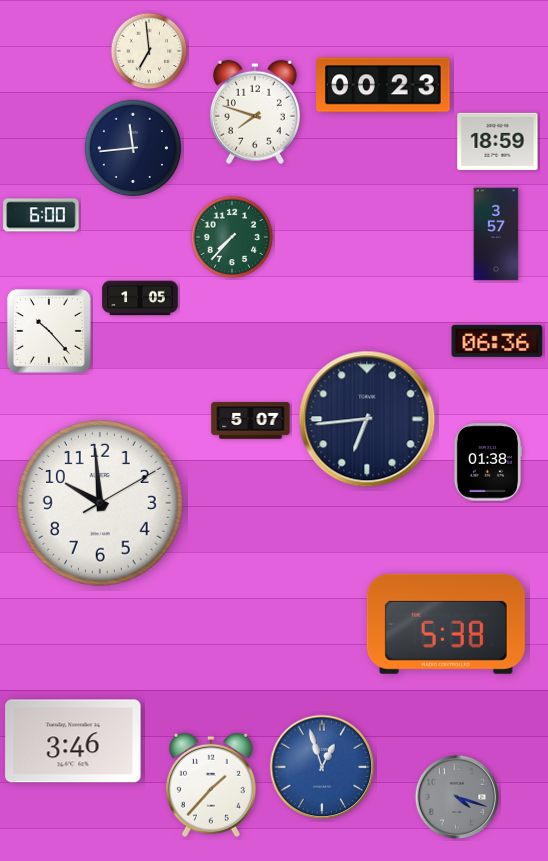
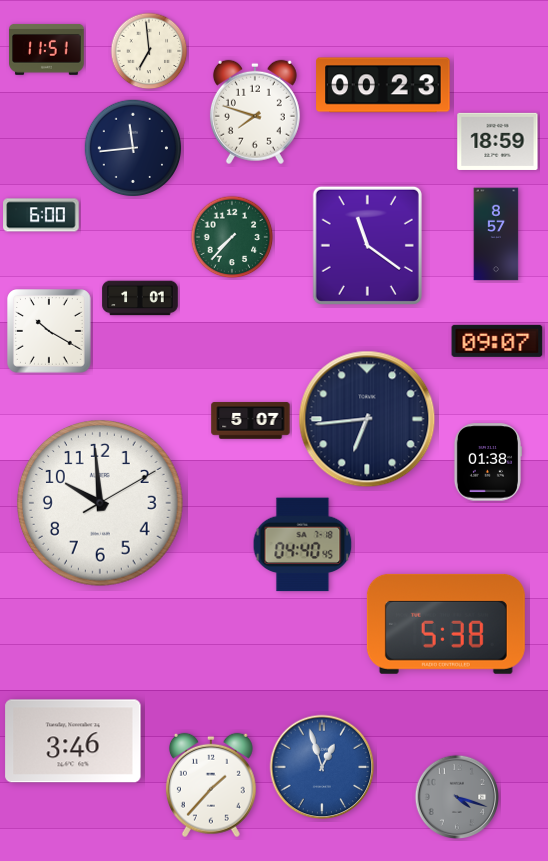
clock at (47, 49): none -> 11:51
clock at (496, 234): 3:57 -> 8:57
clock at (367, 245): none -> 11:21
clock at (140, 298): 1:05 -> 1:01
clock at (50, 332): 10:23 -> 10:20
clock at (497, 341): 06:36 -> 09:07
clock at (303, 545): none -> 04:40
